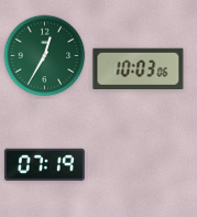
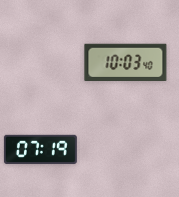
clock at (45, 56): 12:35 -> none
clock at (139, 68): 10:03:06 -> 10:03:40
